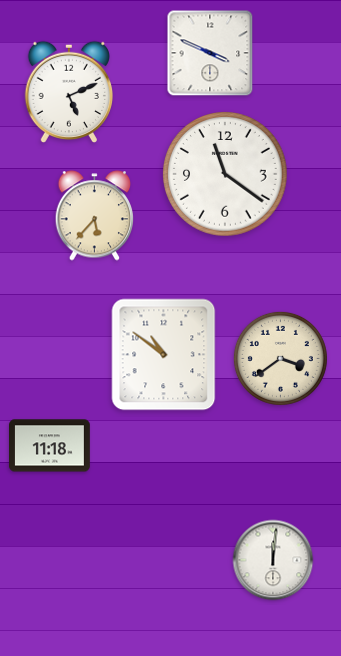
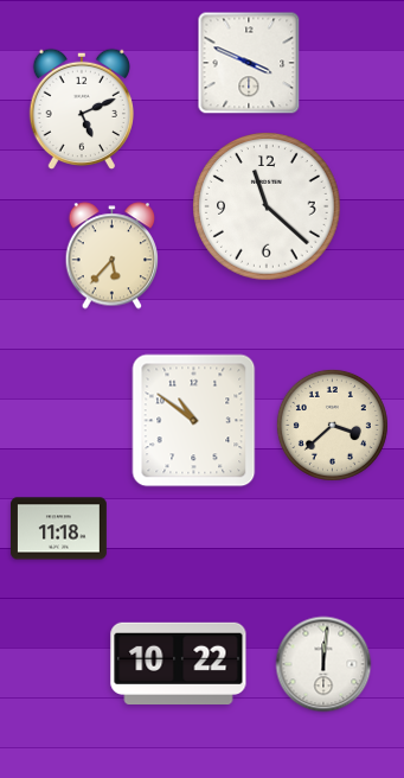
clock at (225, 174): 11:21 -> 11:22
clock at (280, 358): 3:39 -> 3:38
clock at (179, 663): none -> 10:22
